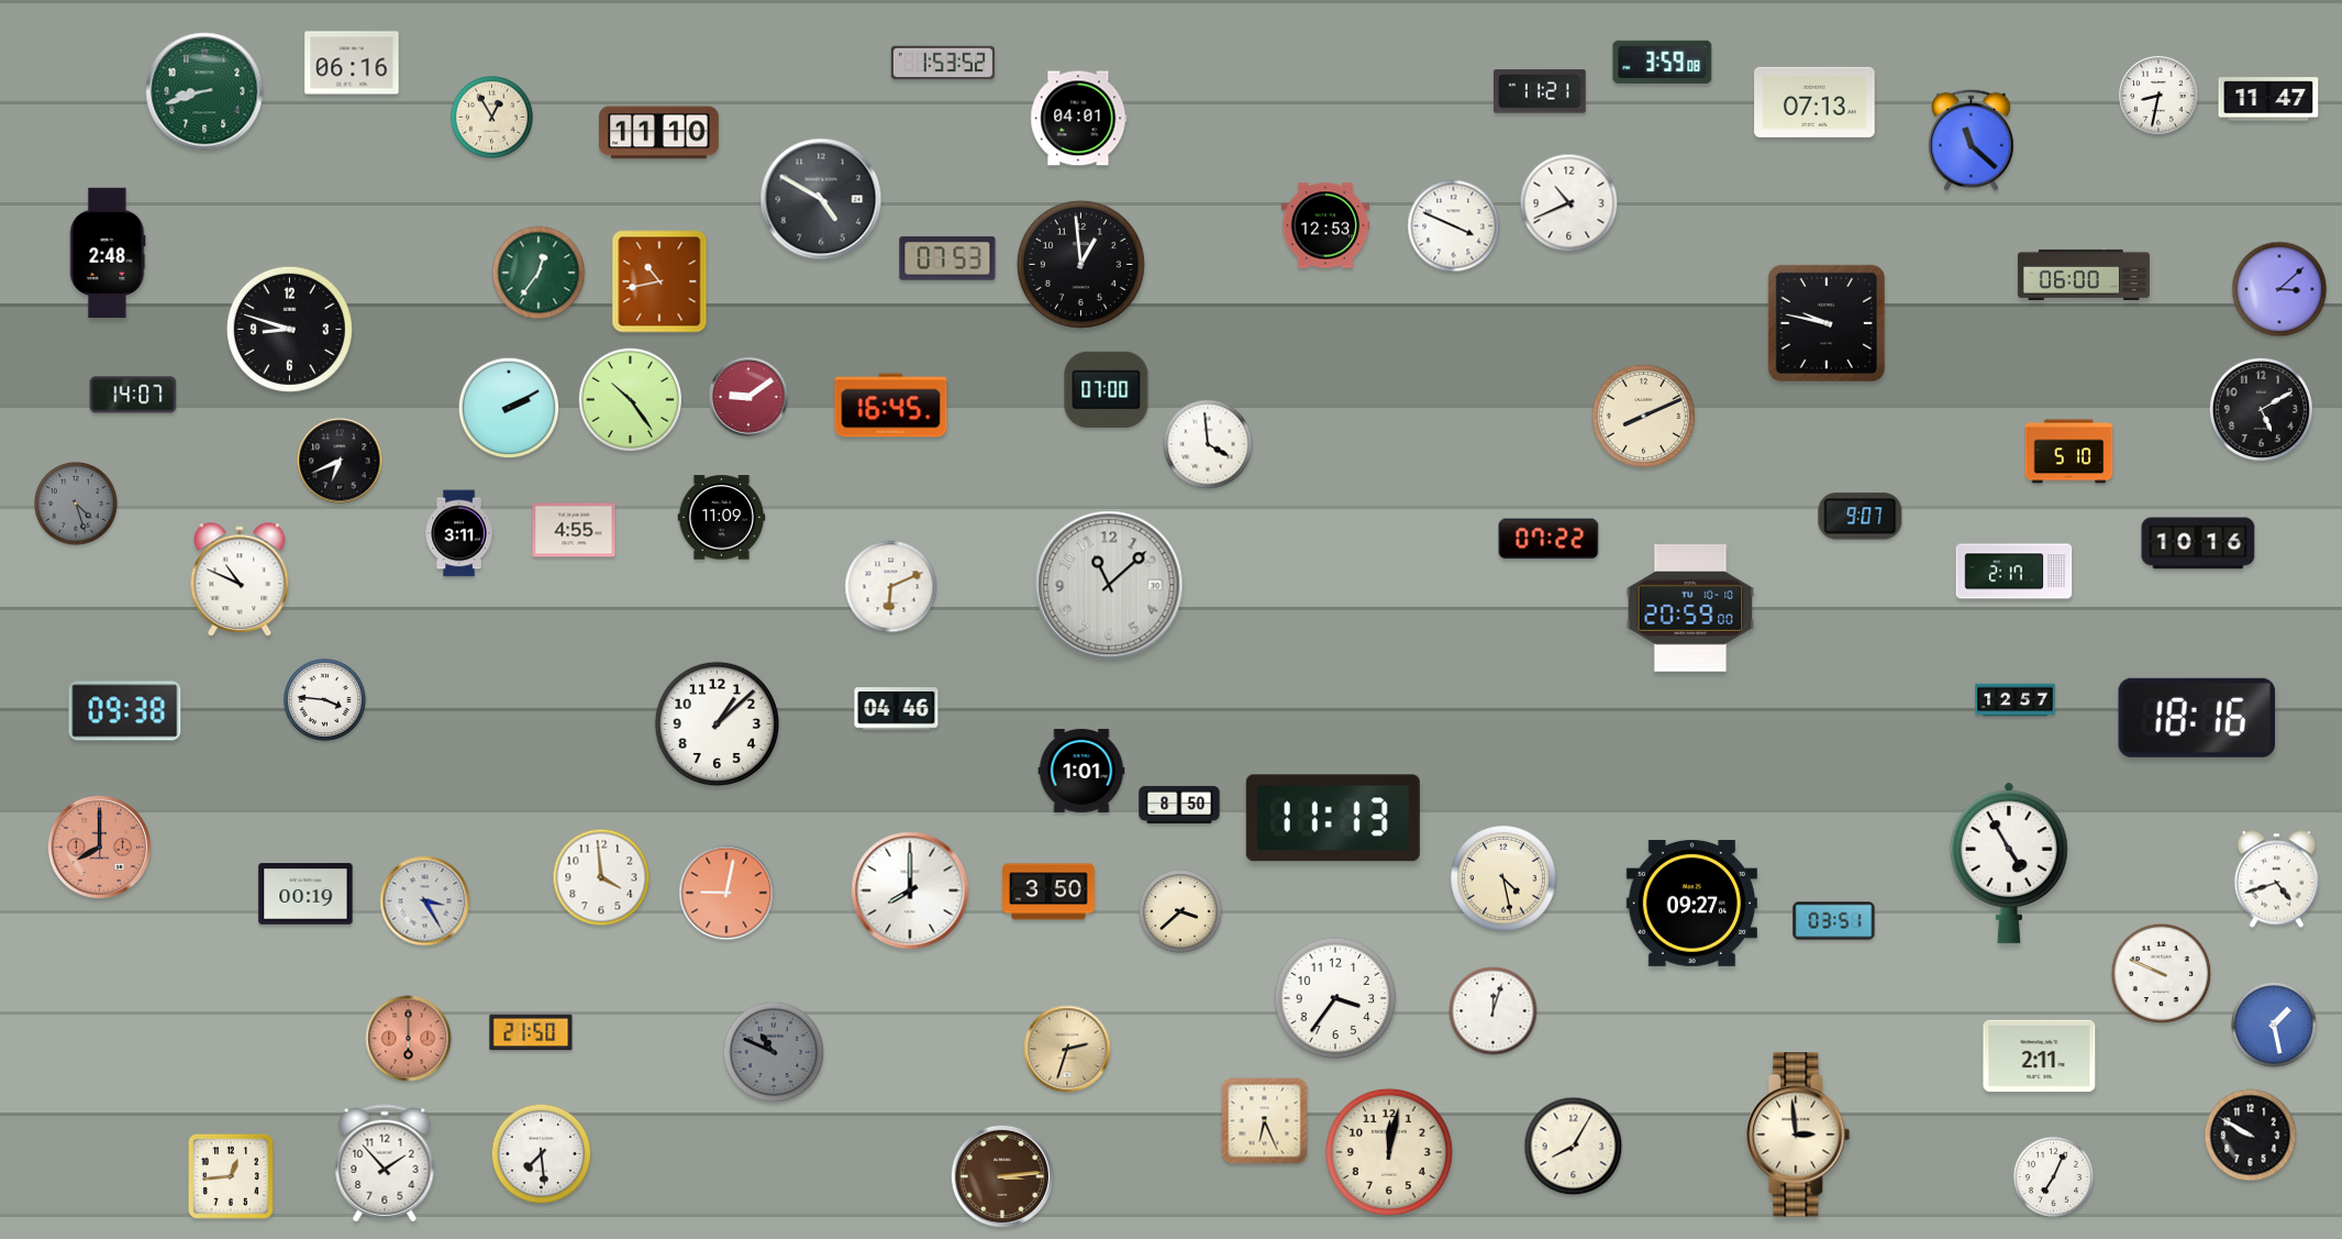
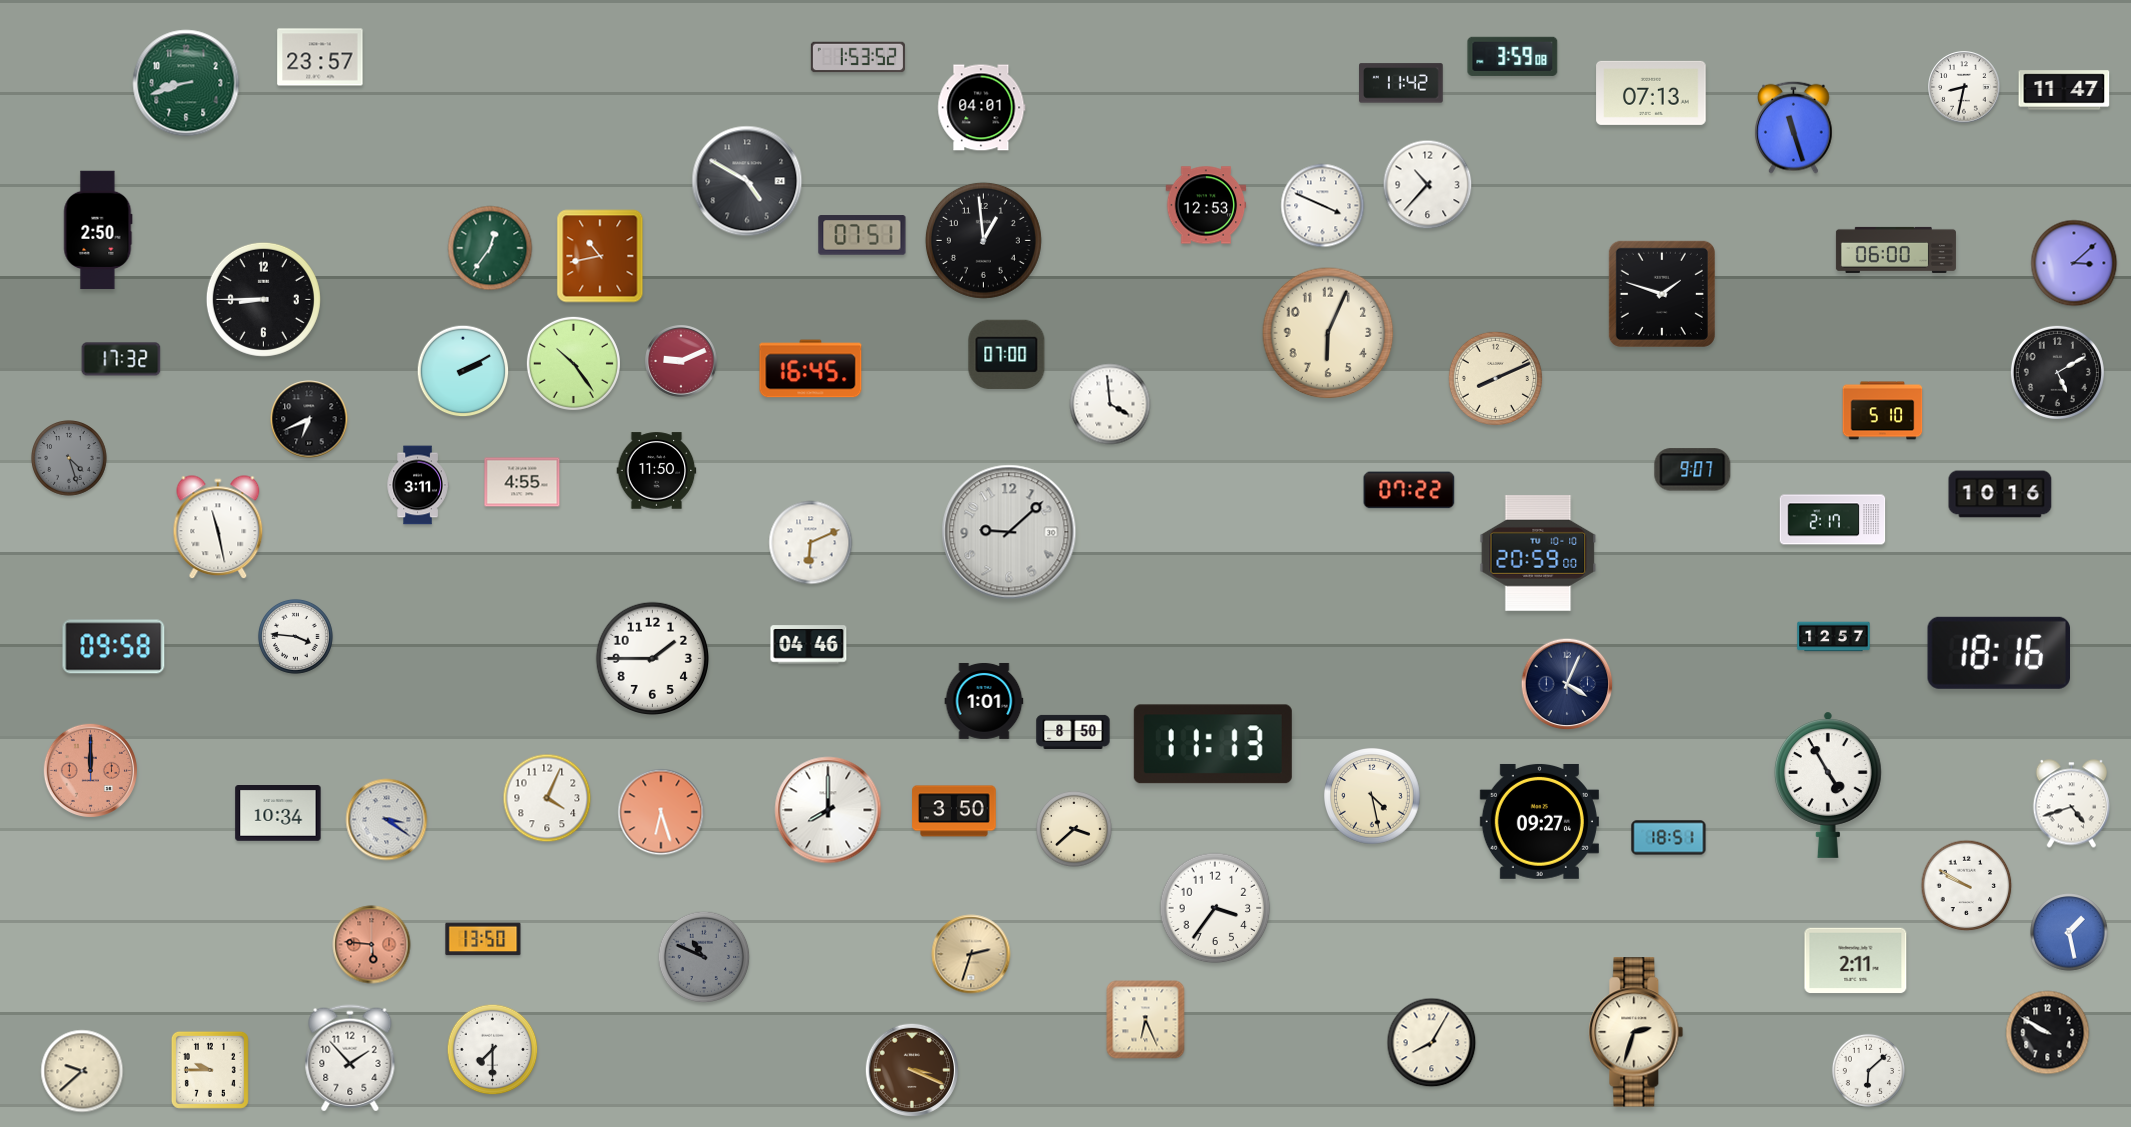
clock at (352, 63): 06:16 -> 23:57
clock at (1541, 91): 11:21 -> 11:42
clock at (491, 117): 12:55 -> none
clock at (659, 133): 11:10 -> none
clock at (1972, 140): 11:22 -> 11:27
clock at (1569, 203): 10:41 -> 10:37
clock at (108, 253): 2:48 -> 2:50
clock at (947, 258): 07:53 -> 07:51
clock at (1827, 323): 9:47 -> 1:48
clock at (289, 329): 8:48 -> 8:45
clock at (1328, 333): none -> 6:04
clock at (133, 395): 14:07 -> 17:32
clock at (748, 397): 9:09 -> 9:11
clock at (1208, 444) position: (1208, 444) -> (1110, 404)
clock at (722, 518): 11:09 -> 11:50
clock at (240, 580): 10:49 -> 11:28
clock at (1109, 585): 11:08 -> 9:08
clock at (891, 587) position: (891, 587) -> (811, 543)
clock at (897, 709) position: (897, 709) -> (809, 645)
clock at (125, 711): 09:38 -> 09:58
clock at (717, 723): 1:08 -> 1:45
clock at (1567, 684): none -> 4:04
clock at (99, 847): 8:00 -> 12:00
clock at (601, 877): 3:59 -> 4:04
clock at (1505, 880) position: (1505, 880) -> (1373, 797)
clock at (2276, 880) position: (2276, 880) -> (2071, 804)
clock at (726, 893): 9:02 -> 6:27
clock at (306, 894): 00:19 -> 10:34
clock at (425, 901): 3:25 -> 3:21
clock at (1834, 921): 03:51 -> 18:51
clock at (2162, 974): 9:49 -> 9:50
clock at (1494, 1011): 12:03 -> none
clock at (531, 1032): 21:50 -> 13:50
clock at (409, 1039): 6:00 -> 5:46
clock at (1265, 1121) position: (1265, 1121) -> (1146, 1020)
clock at (1798, 1135): 2:59 -> 2:33
clock at (1389, 1152): 12:02 -> none
clock at (542, 1154): 7:29 -> 7:30
clock at (1001, 1175): 3:14 -> 3:19
clock at (231, 1176): 12:44 -> 9:45
clock at (2053, 1176): 7:04 -> 6:08
clock at (82, 1071): none -> 9:38
